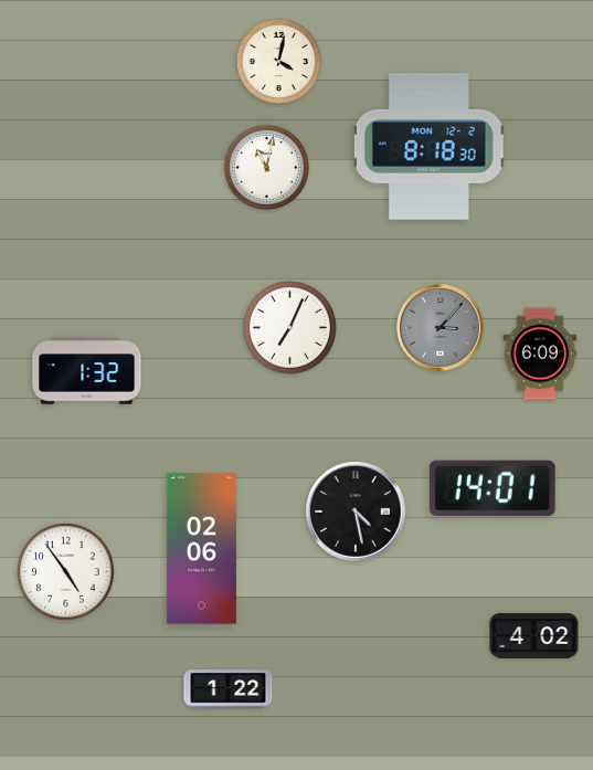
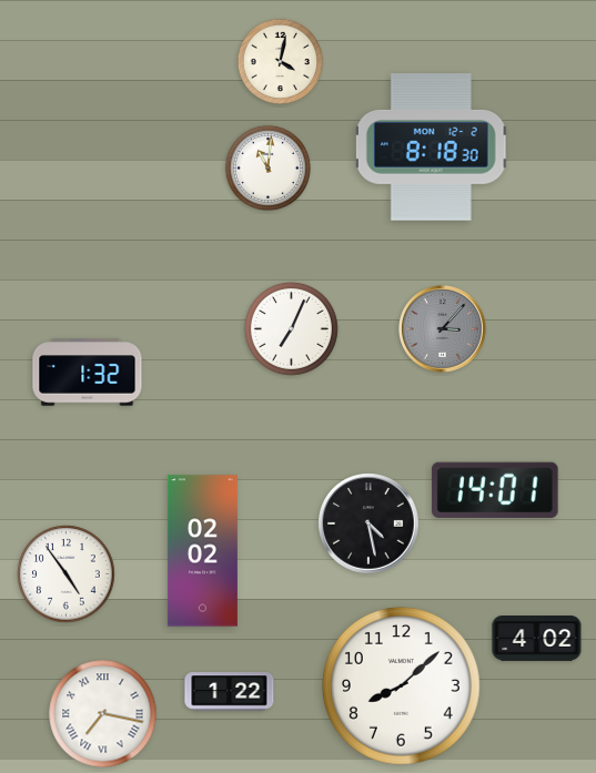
clock at (266, 167): 11:02 -> 11:01
clock at (540, 354): 6:09 -> none
clock at (356, 511) position: (356, 511) -> (368, 523)
clock at (201, 549): 02:06 -> 02:02
clock at (402, 686): none -> 8:08
clock at (103, 714): none -> 7:17
